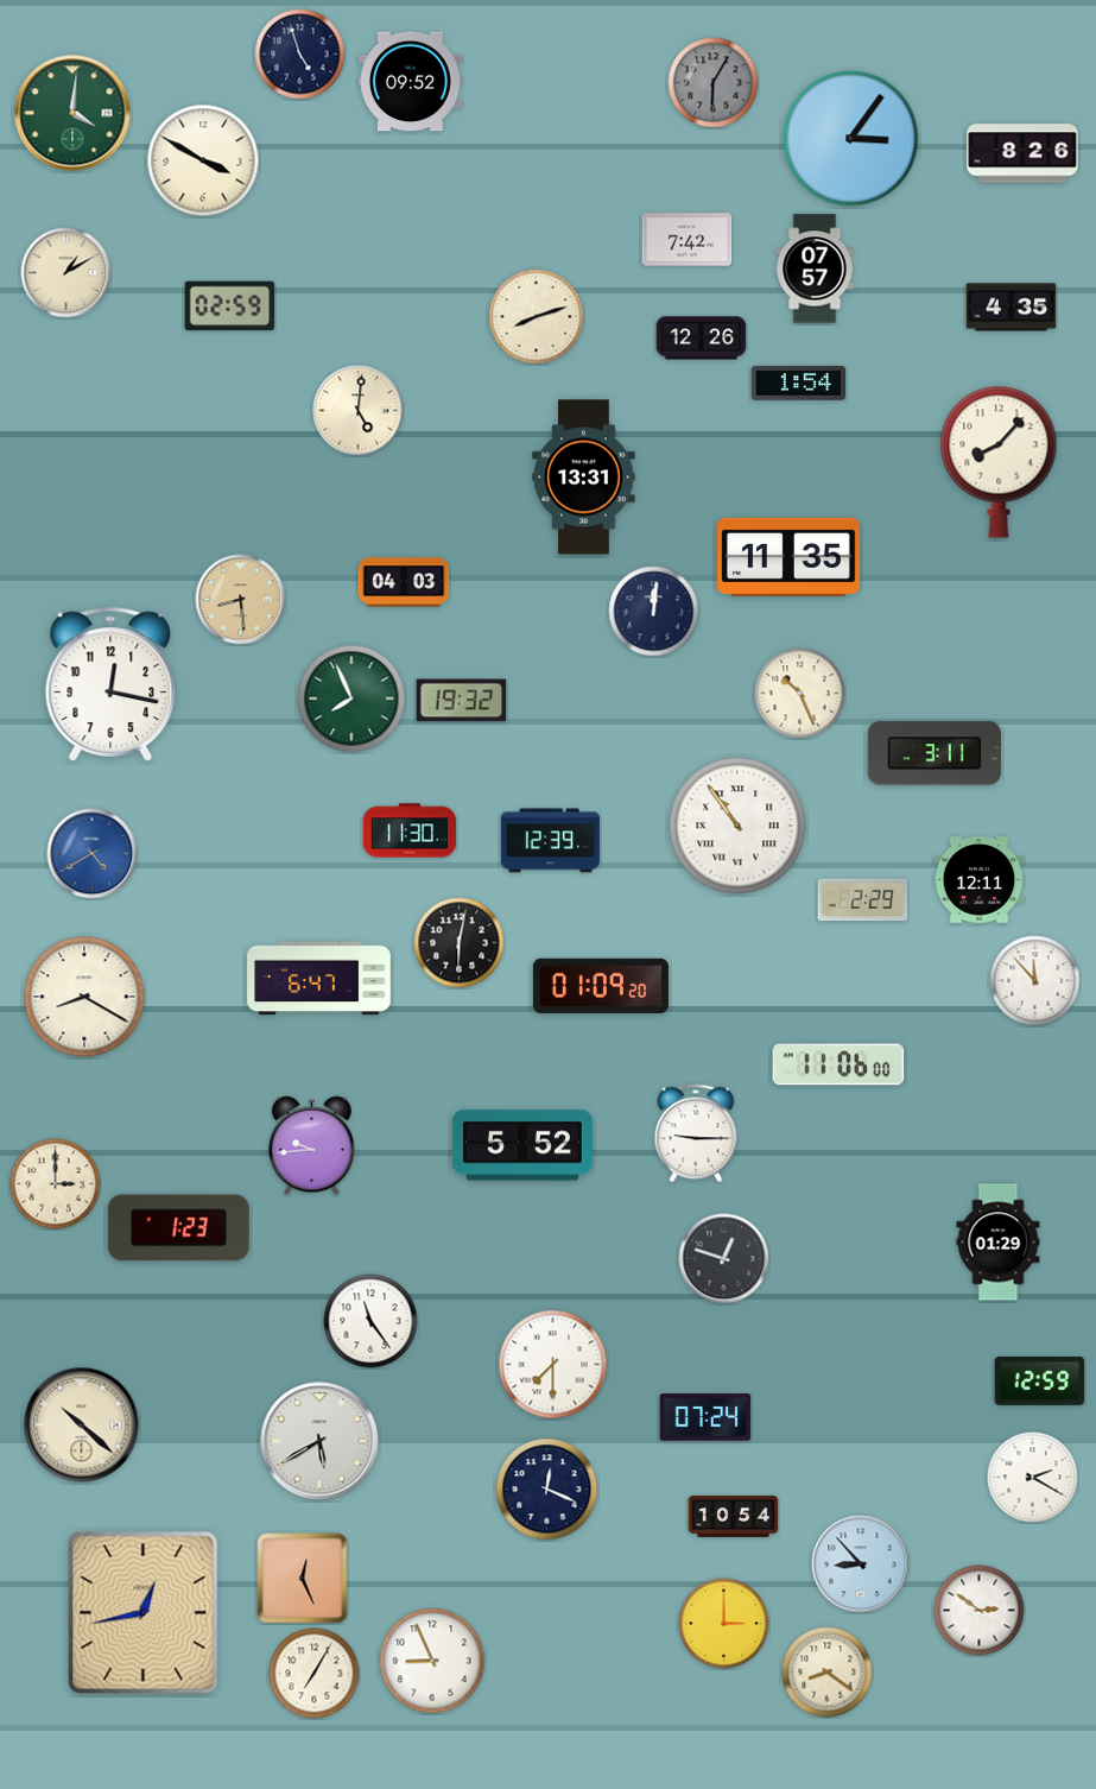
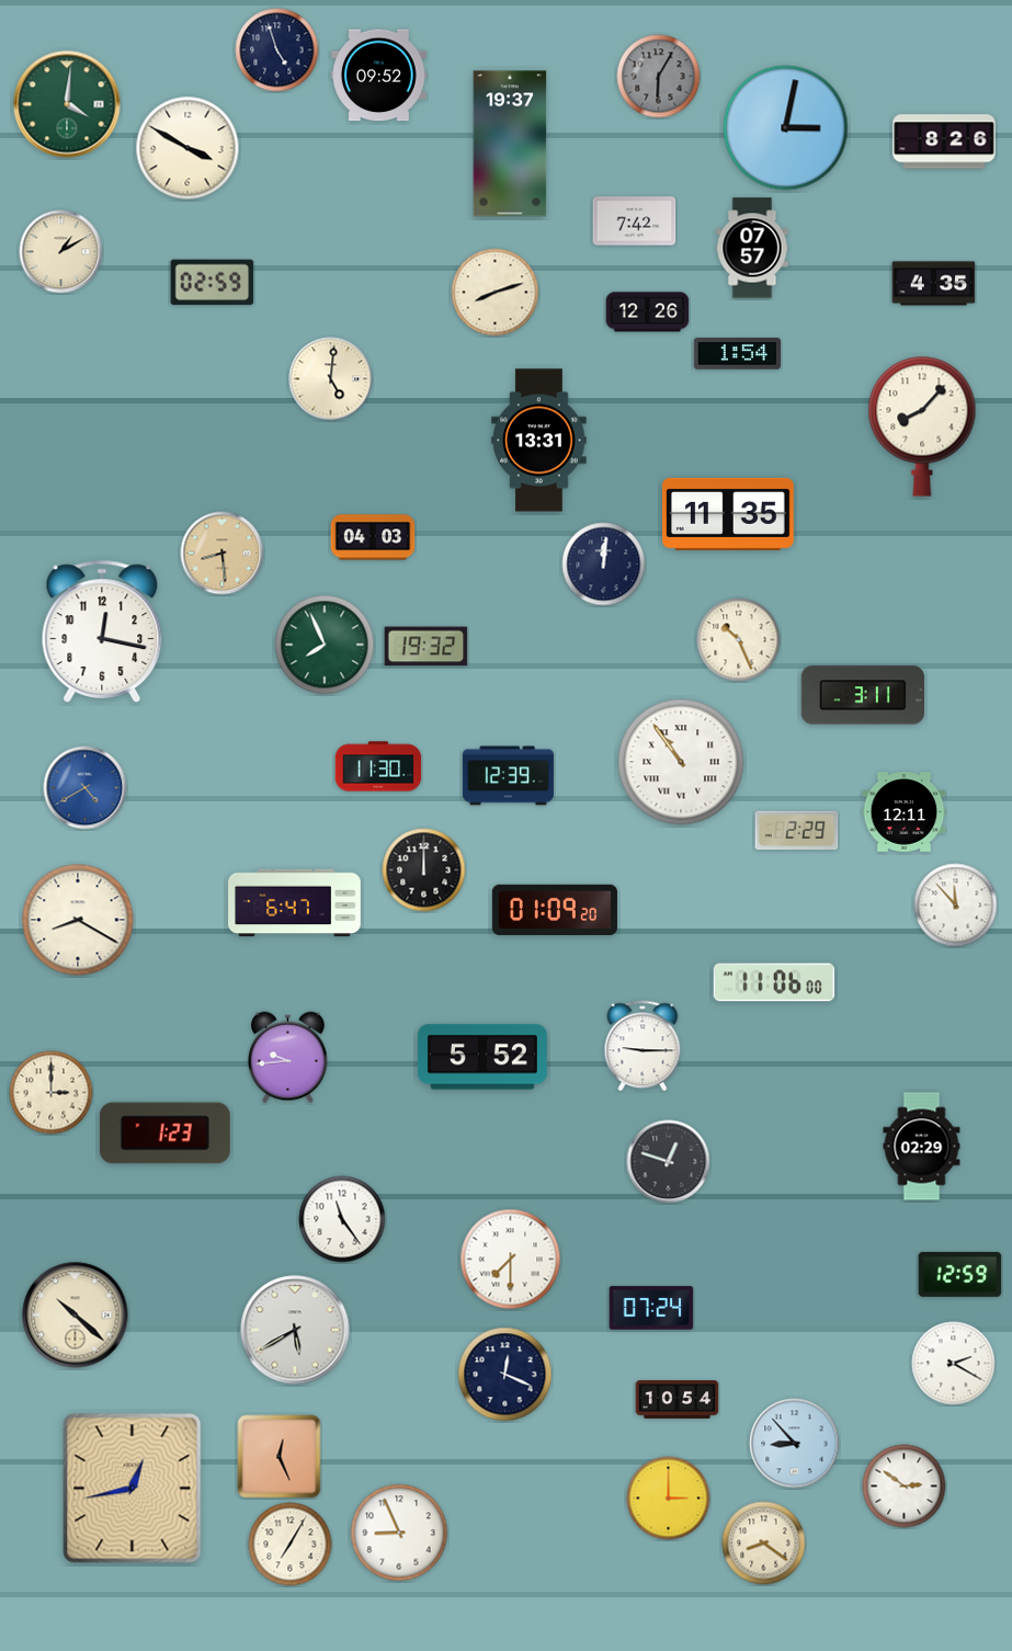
clock at (851, 139): 3:06 -> 3:02
clock at (510, 144): none -> 19:37
clock at (460, 943): 6:02 -> 12:00
clock at (999, 1243): 01:29 -> 02:29
